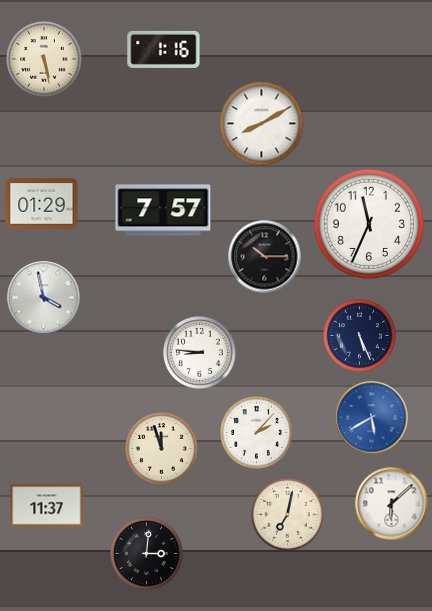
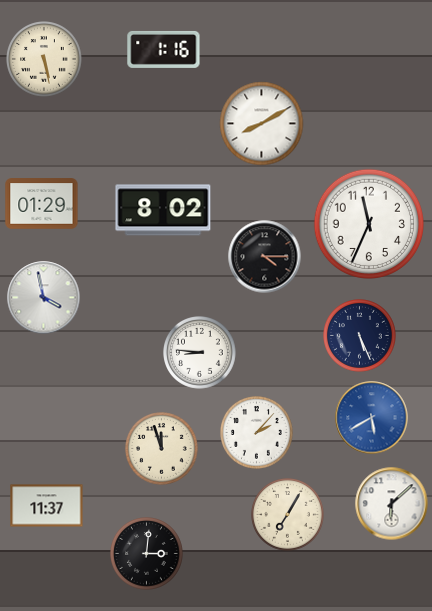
clock at (163, 210): 7:57 -> 8:02
clock at (265, 257): 10:15 -> 4:15
clock at (288, 515): 7:02 -> 7:05
